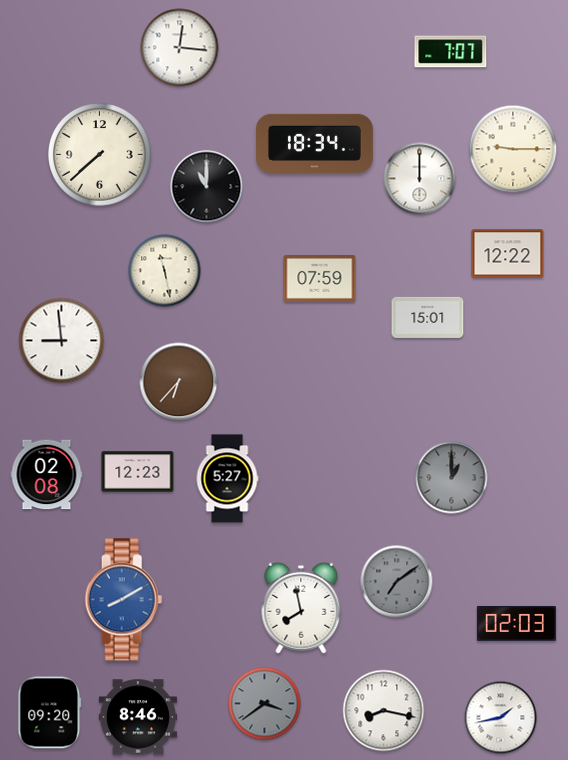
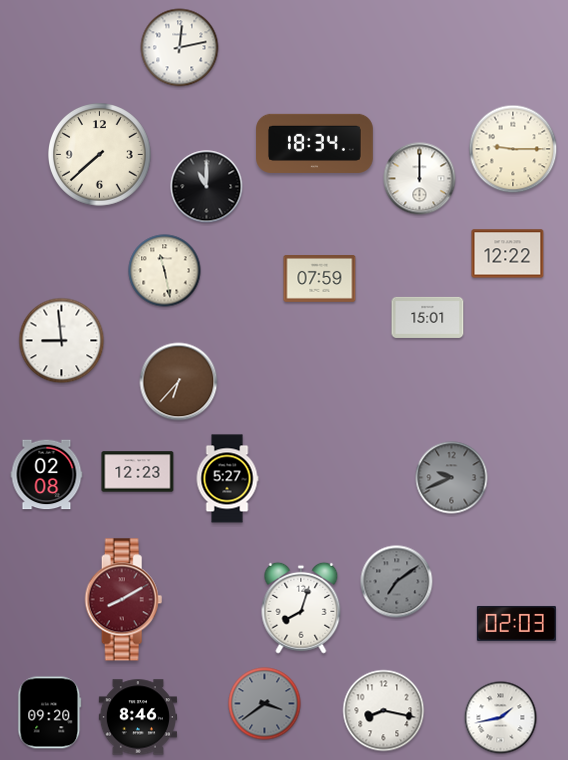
clock at (180, 48): 12:16 -> 12:13
clock at (451, 52): 7:07 -> none
clock at (452, 478): 1:00 -> 9:41
clock at (124, 600) dial: blue -> burgundy
clock at (301, 608): 7:58 -> 8:03
